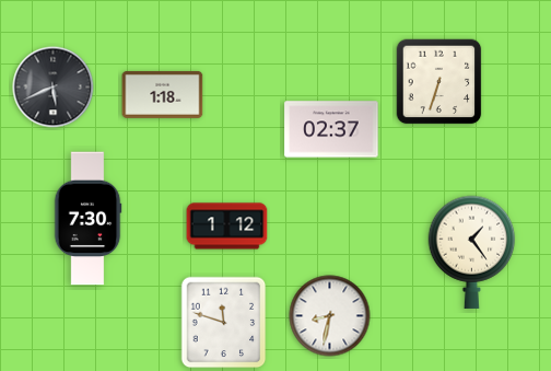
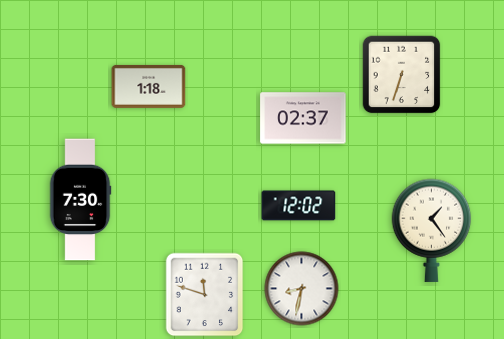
clock at (54, 88): 5:41 -> none
clock at (299, 206): none -> 12:02
clock at (227, 227): 1:12 -> none
